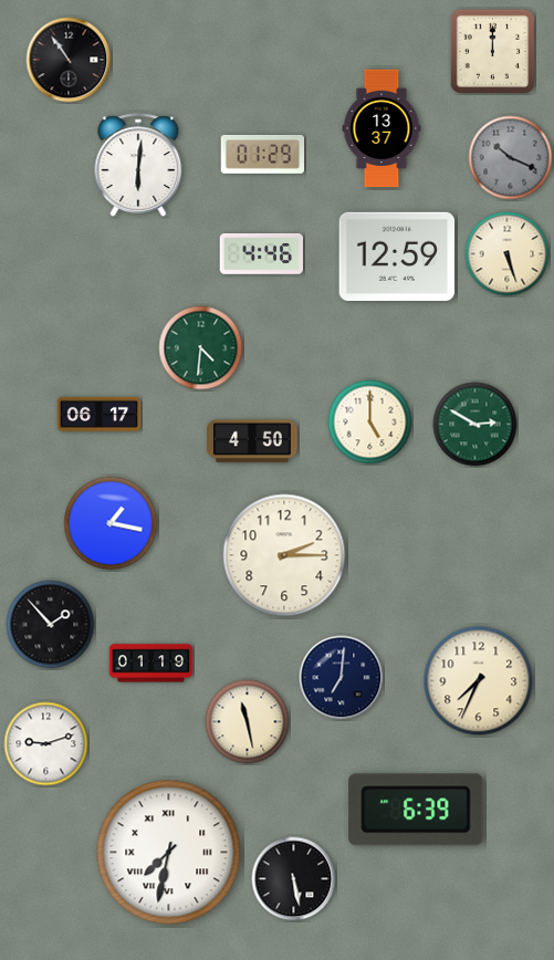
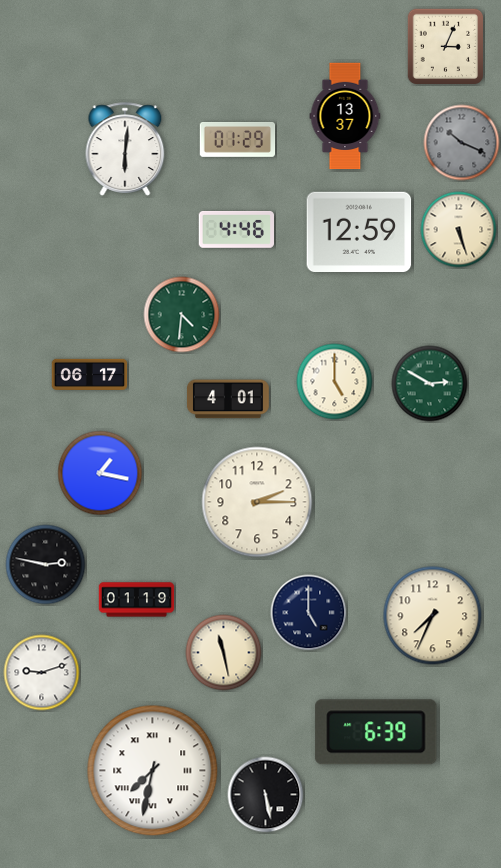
clock at (492, 51): 12:00 -> 3:04
clock at (69, 60): 10:54 -> none
clock at (252, 441): 4:50 -> 4:01
clock at (51, 625): 1:53 -> 2:47
clock at (342, 678): 7:01 -> 5:00
